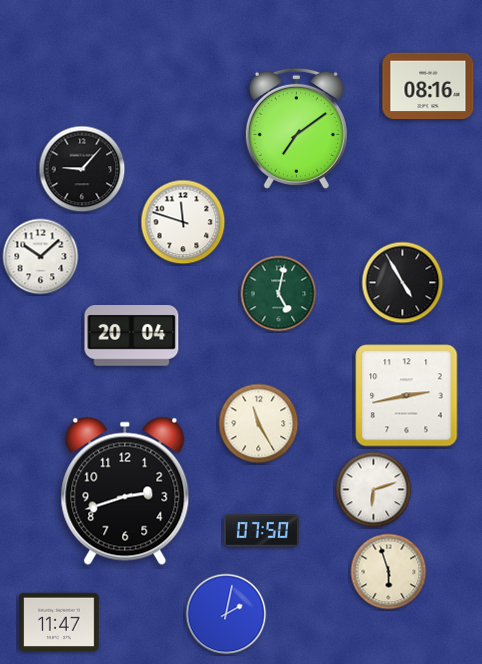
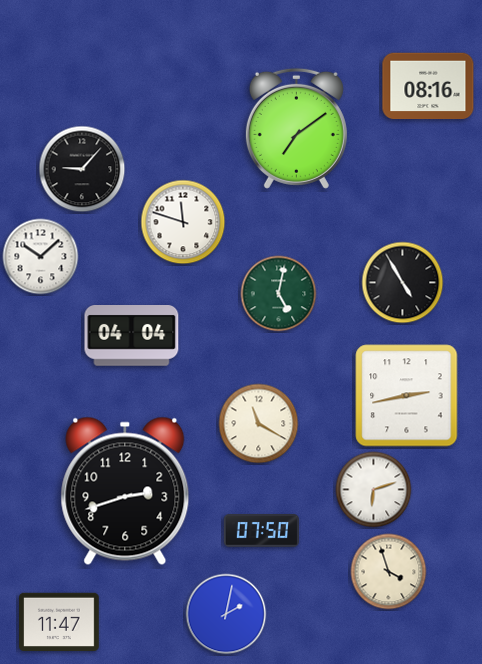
clock at (132, 336): 20:04 -> 04:04
clock at (259, 424): 11:25 -> 11:20
clock at (389, 572): 5:57 -> 3:57
